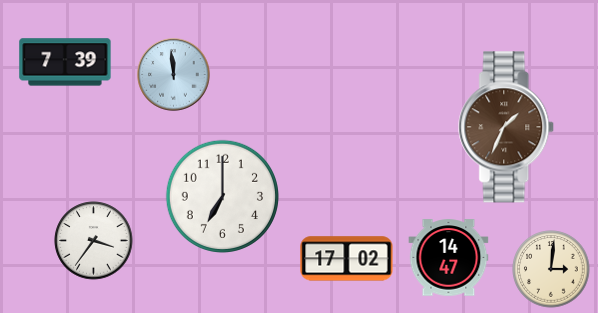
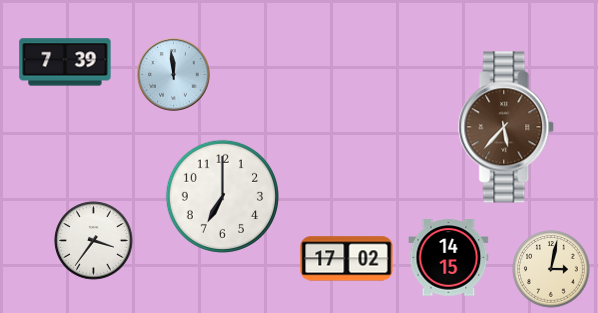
clock at (507, 127): 1:34 -> 5:37
clock at (449, 258): 14:47 -> 14:15
clock at (551, 269): 3:01 -> 3:02
